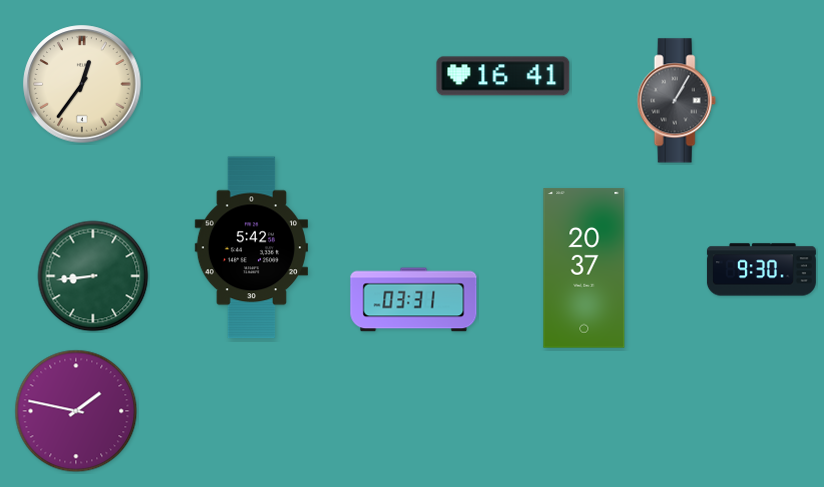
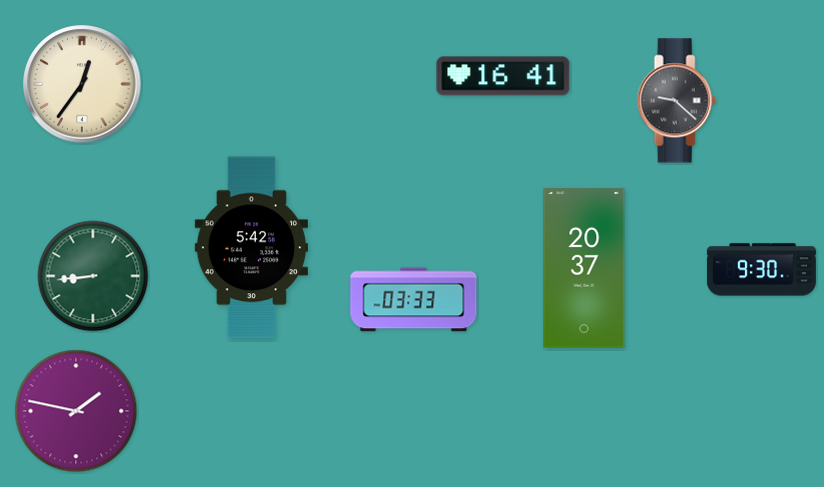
clock at (676, 101): 1:05 -> 9:22
clock at (414, 300): 03:31 -> 03:33
